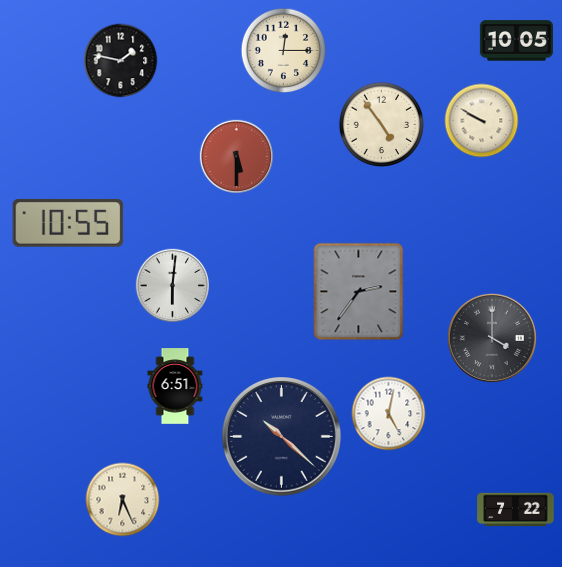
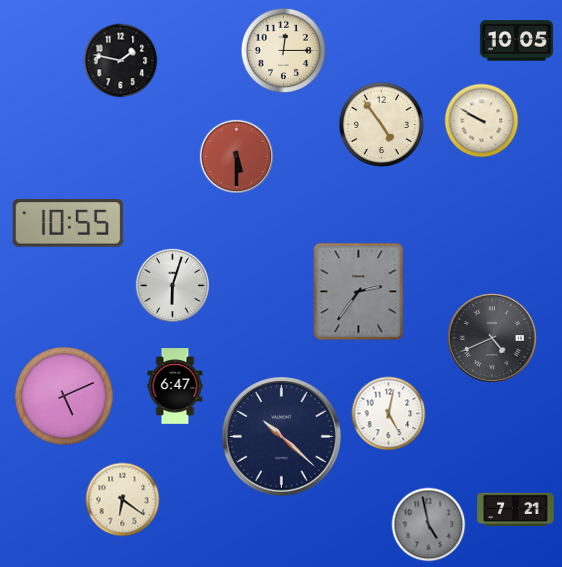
clock at (172, 285): 6:01 -> 6:03
clock at (492, 338): 4:00 -> 4:41
clock at (175, 386): 6:51 -> 6:47
clock at (64, 396): none -> 5:11
clock at (123, 500): 6:26 -> 6:21
clock at (516, 510): 7:22 -> 7:21
clock at (429, 525): none -> 4:58
